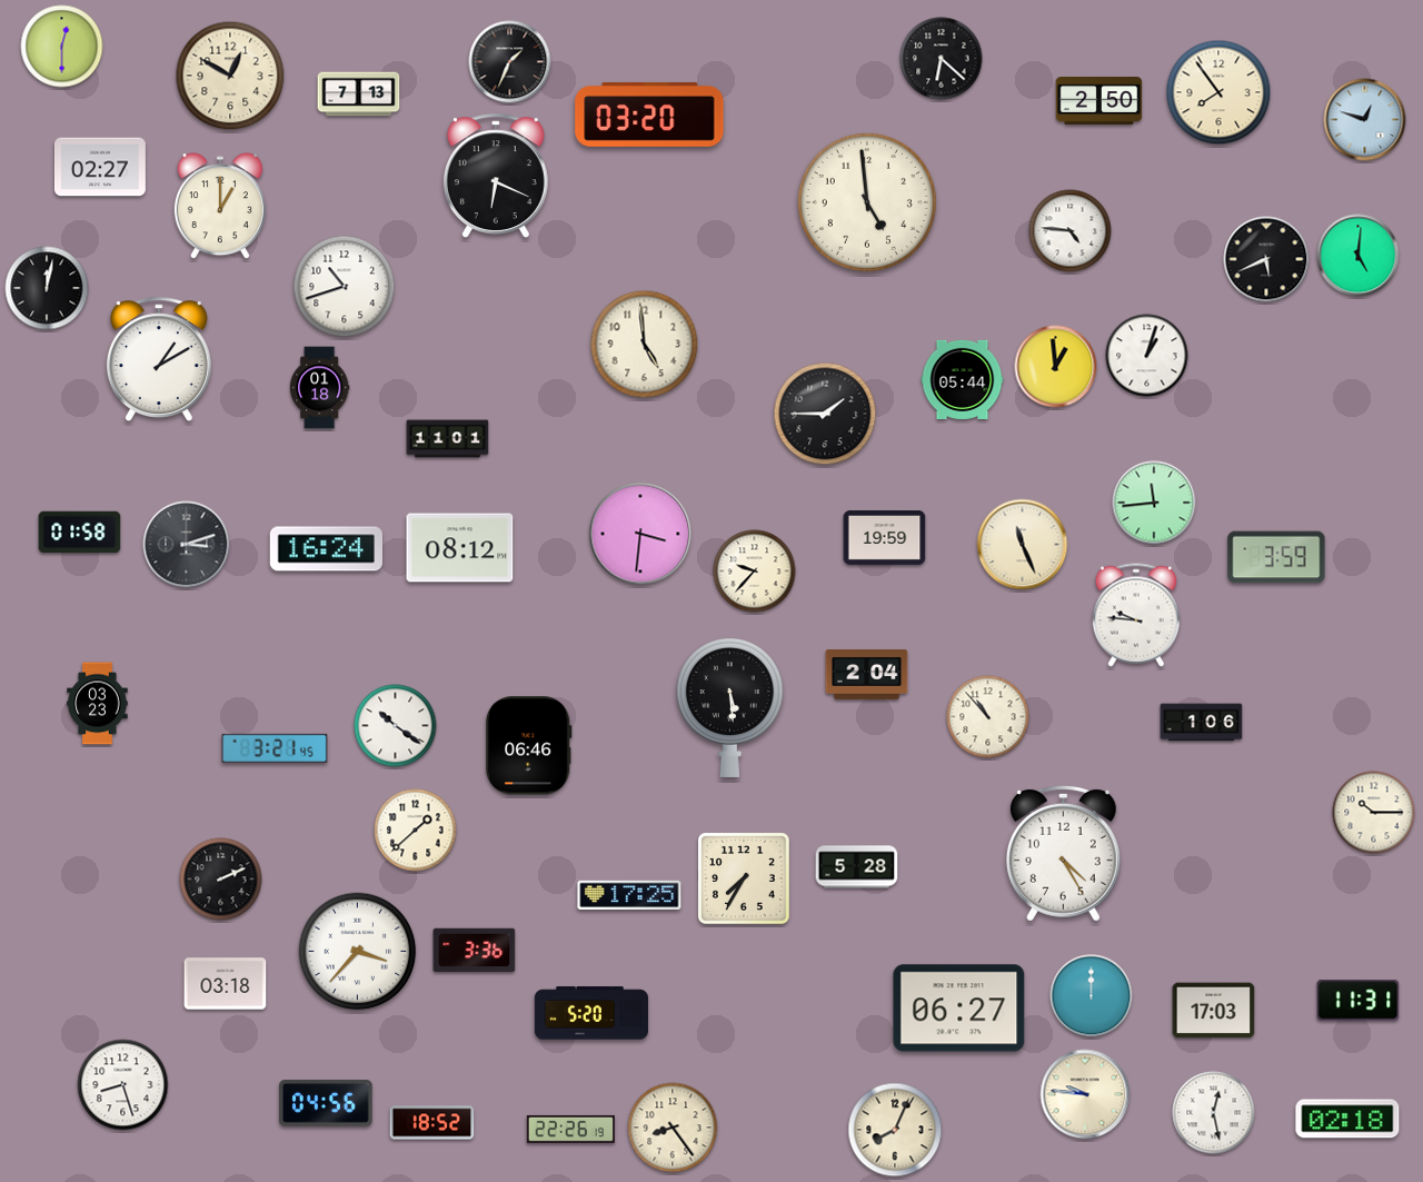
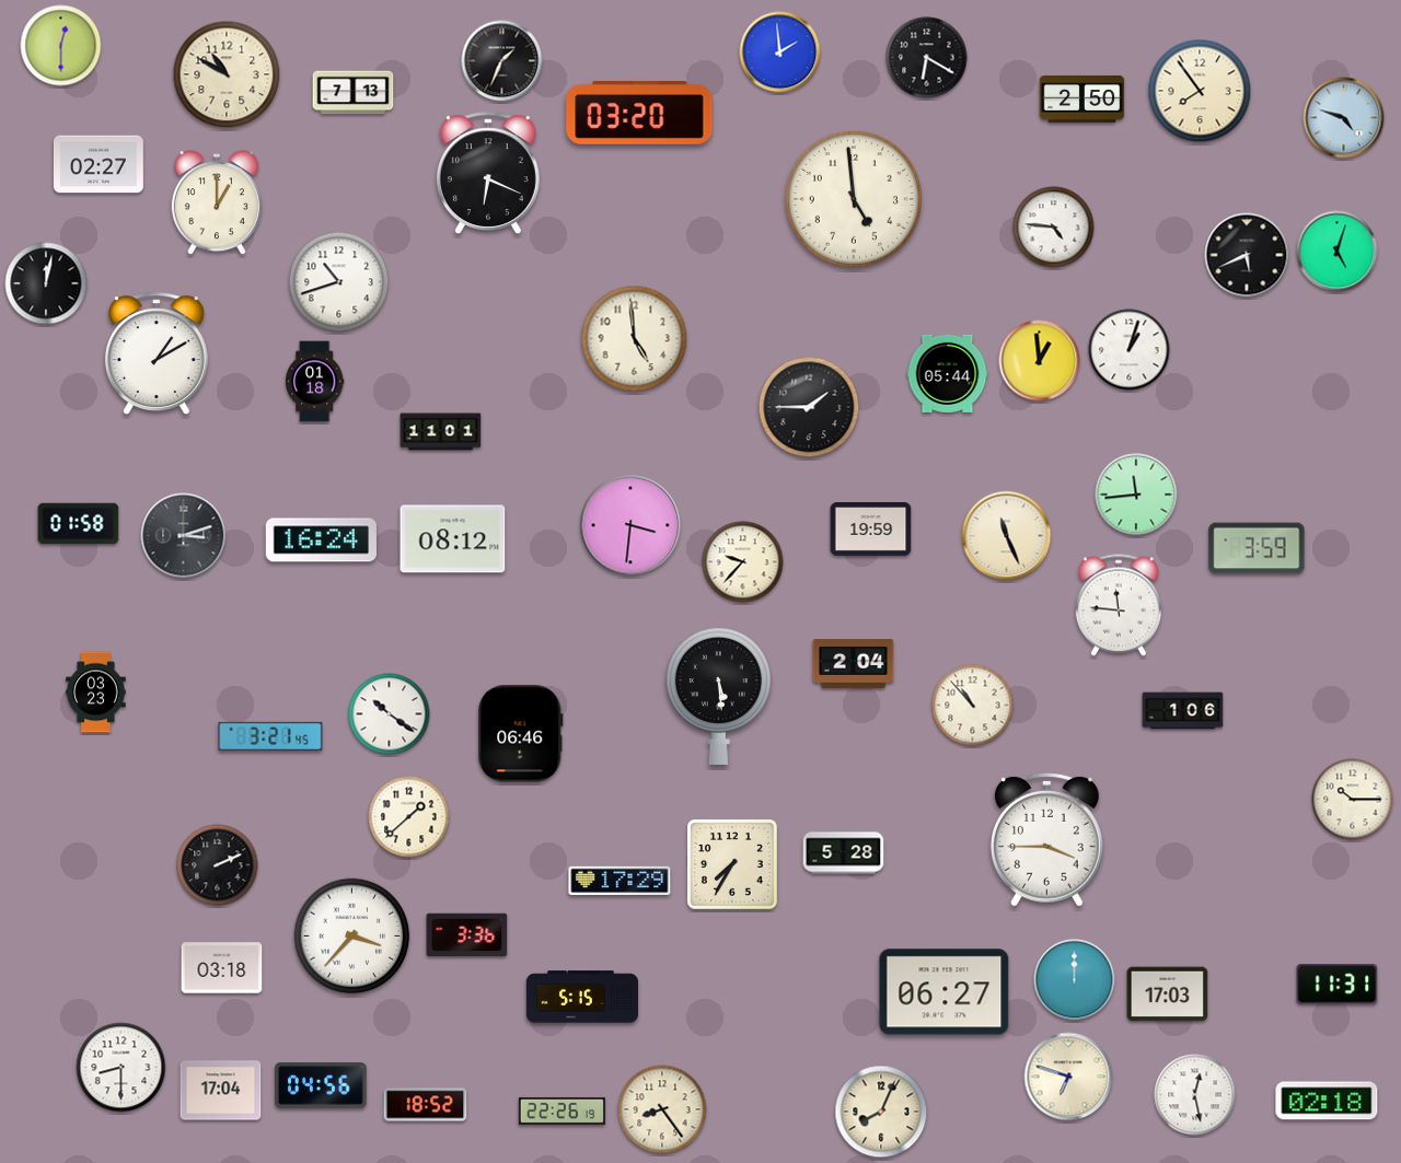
clock at (780, 53): none -> 1:59
clock at (942, 59): 6:22 -> 6:20
clock at (230, 76): 12:50 -> 10:50
clock at (1365, 120): 12:48 -> 4:48
clock at (1359, 256): 5:01 -> 5:03
clock at (825, 414) position: (825, 414) -> (809, 407)
clock at (1135, 615): 9:46 -> 11:46
clock at (1063, 853): 4:25 -> 3:45
clock at (629, 894): 17:25 -> 17:29
clock at (1214, 1011) position: (1214, 1011) -> (1168, 995)
clock at (591, 1013): 5:20 -> 5:15
clock at (123, 1085): 8:27 -> 8:30
clock at (1085, 1094): 9:46 -> 6:48
clock at (221, 1091): none -> 17:04
